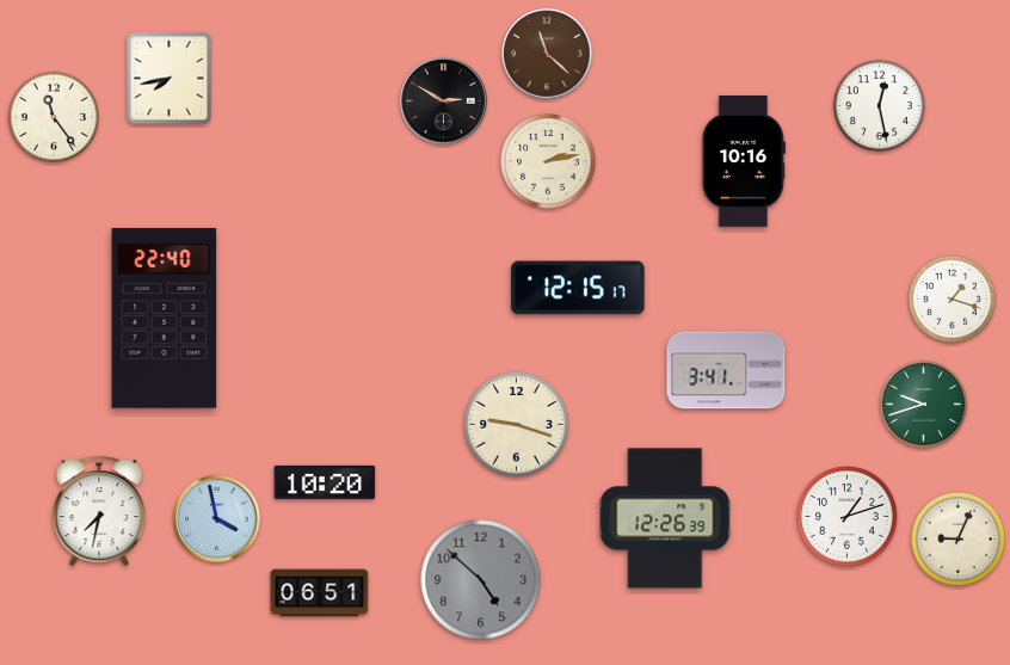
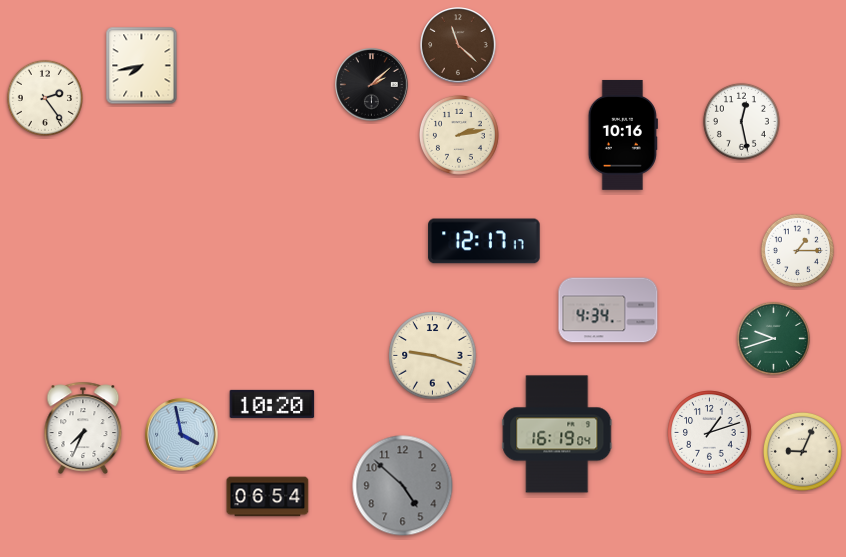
clock at (444, 101): 2:50 -> 2:08
clock at (879, 105) position: (879, 105) -> (741, 121)
clock at (54, 117): 11:24 -> 2:24
clock at (578, 288): 12:15 -> 12:17
clock at (952, 298): 1:18 -> 1:15
clock at (165, 319): 22:40 -> none
clock at (726, 370): 3:41 -> 4:34
clock at (99, 510): 7:32 -> 7:34
clock at (665, 518): 12:26 -> 16:19
clock at (320, 593): 06:51 -> 06:54
